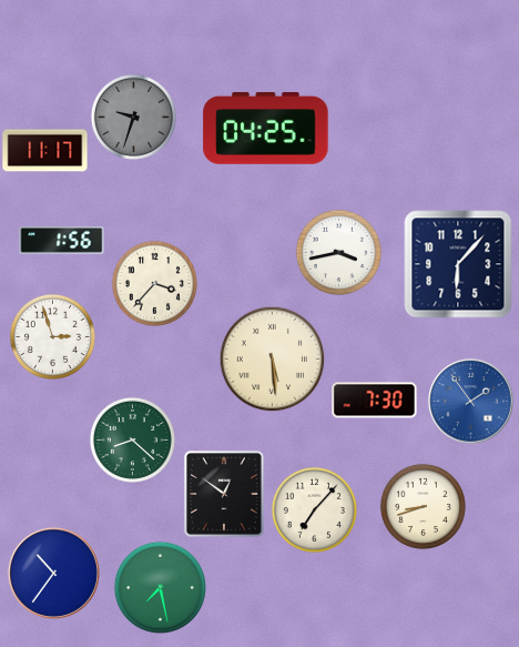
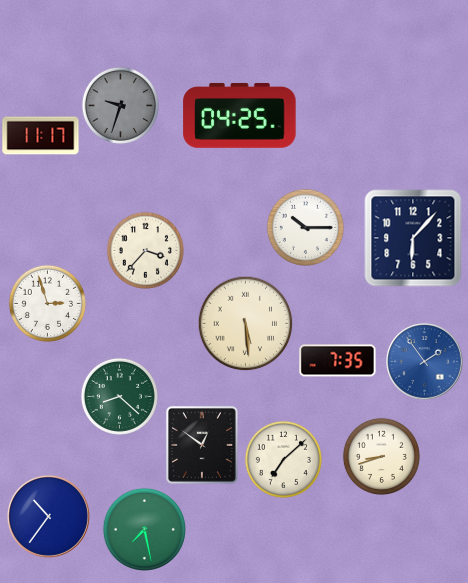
clock at (62, 240): 1:56 -> none
clock at (338, 252): 3:43 -> 10:15
clock at (154, 283) position: (154, 283) -> (145, 250)
clock at (375, 401): 7:30 -> 7:35
clock at (314, 509): 7:07 -> 7:08
